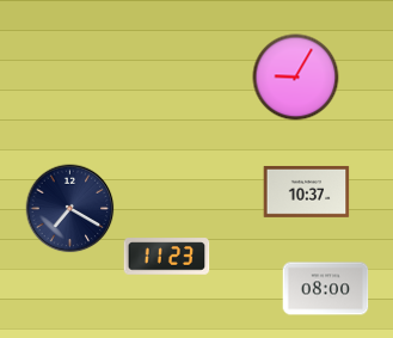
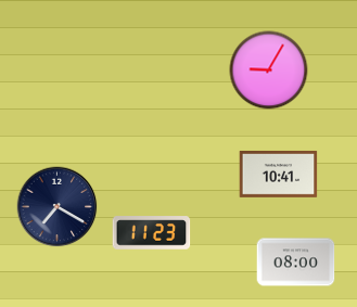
clock at (307, 191): 10:37 -> 10:41
clock at (70, 209) position: (70, 209) -> (58, 207)
